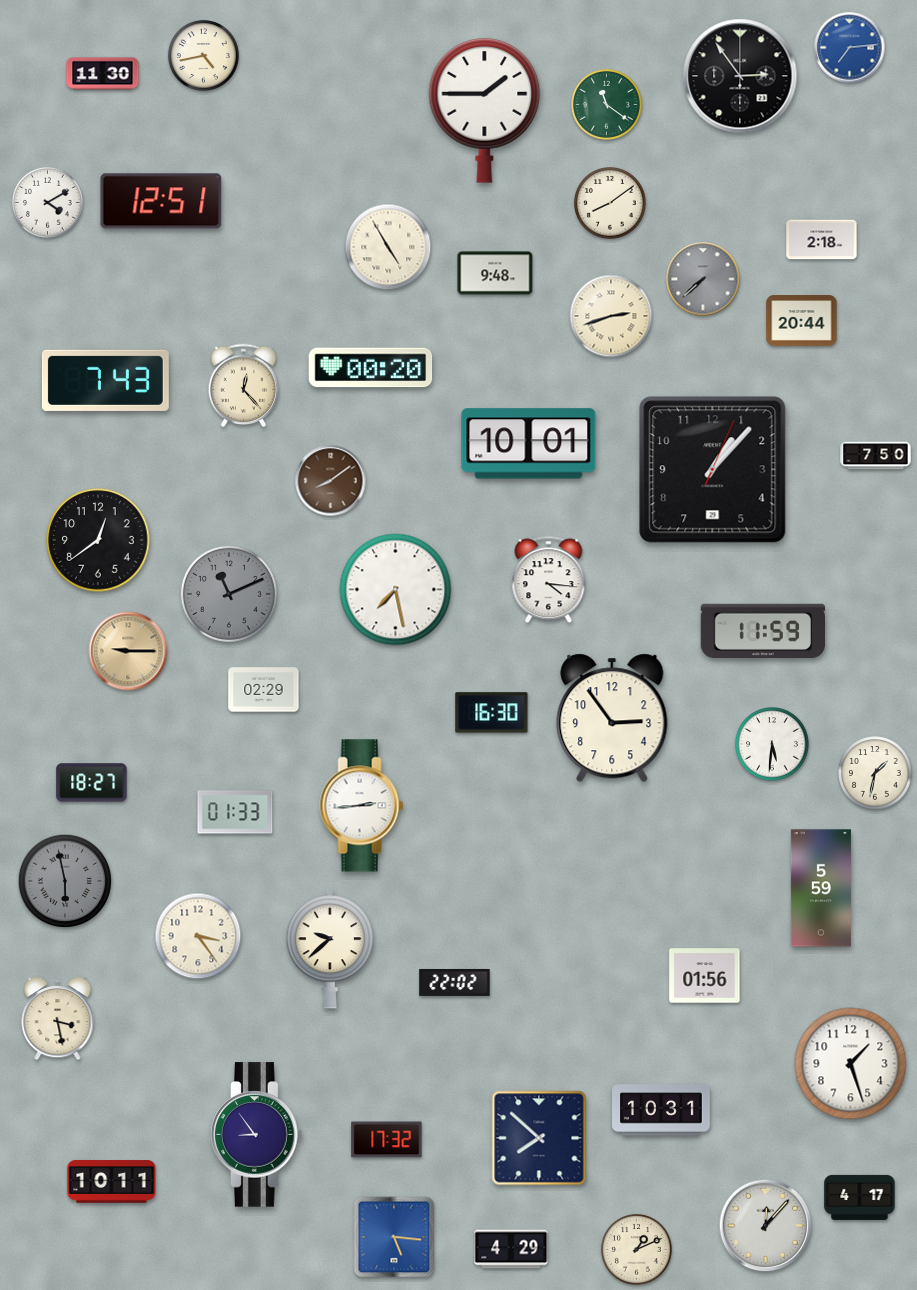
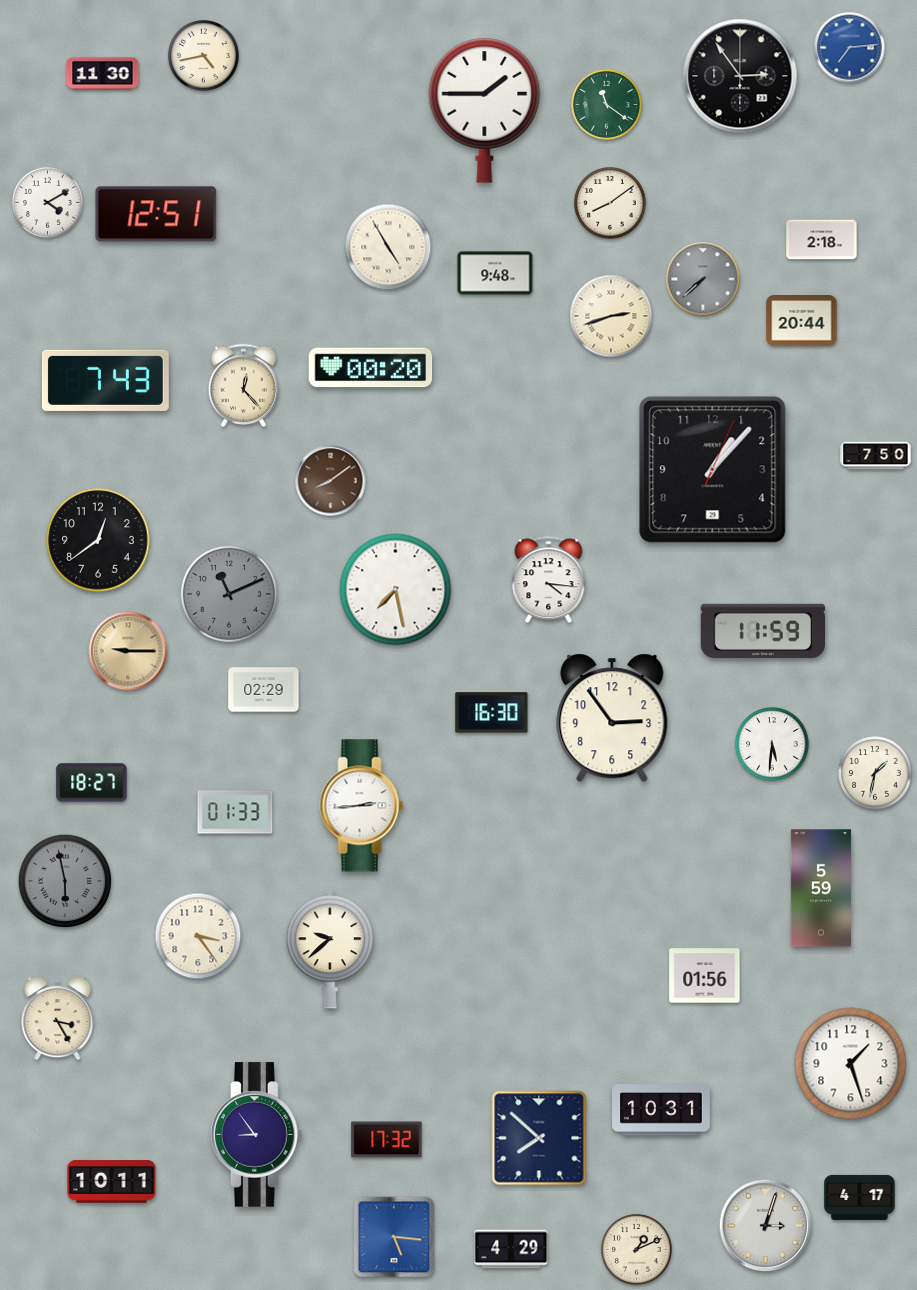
clock at (161, 201) position: (161, 201) -> (156, 214)
clock at (529, 444): 10:01 -> none
clock at (455, 982): 22:02 -> none
clock at (58, 1019): 3:28 -> 3:25
clock at (766, 1226): 12:07 -> 3:03
